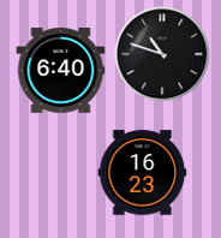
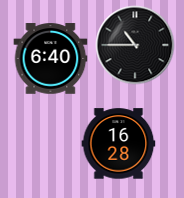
clock at (162, 54): 10:48 -> 10:45
clock at (143, 173): 16:23 -> 16:28
